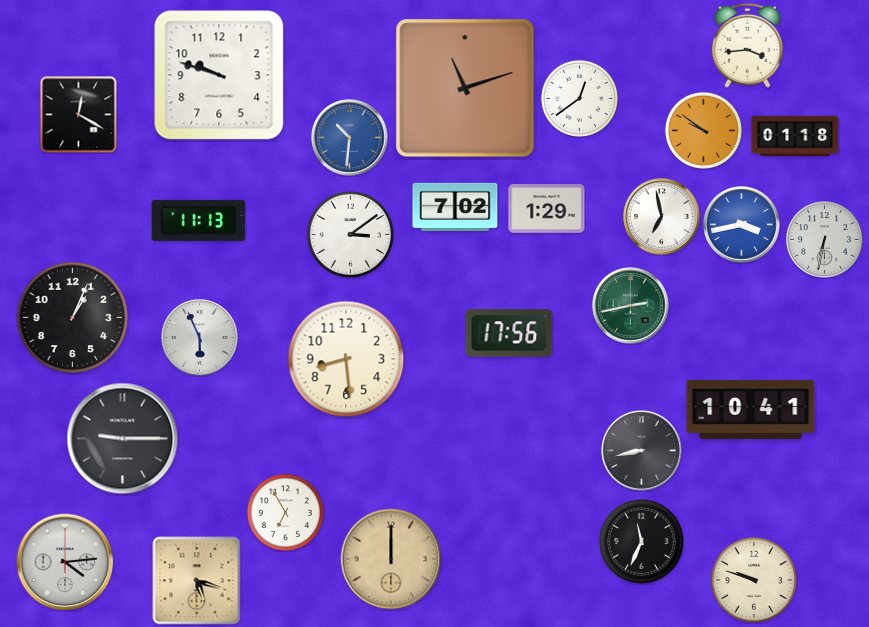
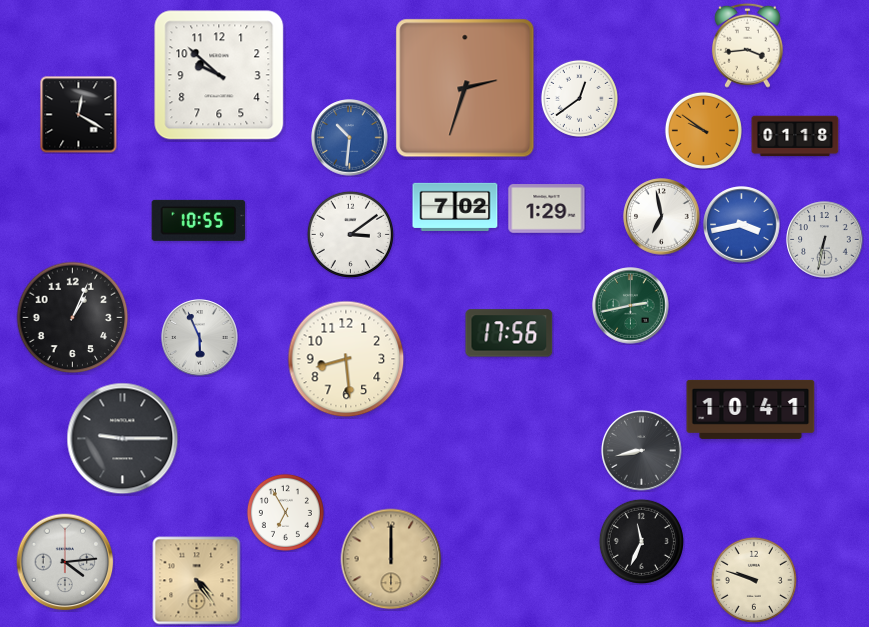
clock at (219, 75): 9:48 -> 9:52
clock at (465, 88): 11:12 -> 2:33
clock at (199, 220): 11:13 -> 10:55
clock at (197, 581): 5:18 -> 4:24
